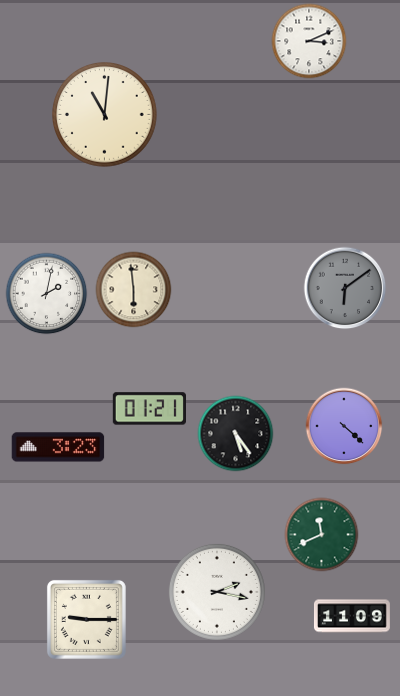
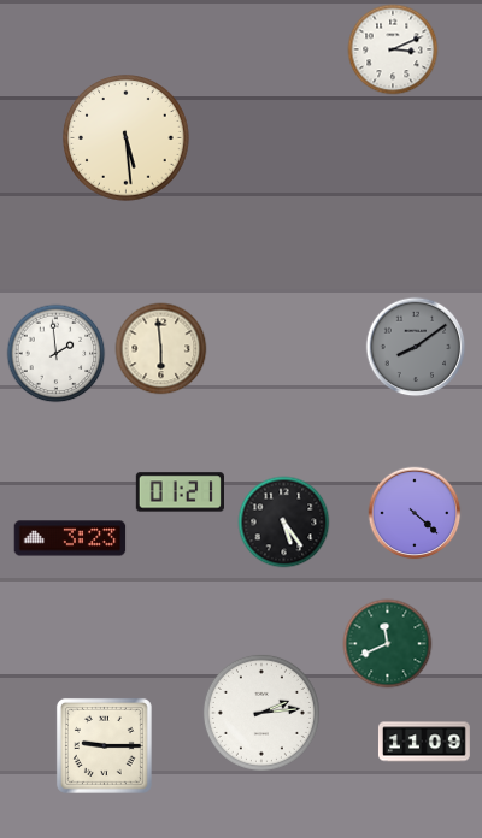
clock at (309, 41) position: (309, 41) -> (393, 49)
clock at (105, 115): 11:01 -> 5:29
clock at (345, 288): 6:09 -> 8:09
clock at (47, 294): 2:02 -> 1:59
clock at (217, 592): 2:17 -> 2:14
